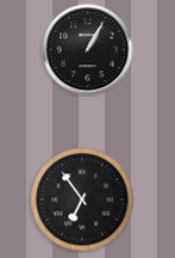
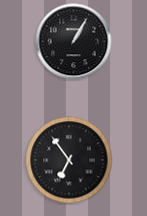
clock at (82, 199) position: (82, 199) -> (69, 160)
